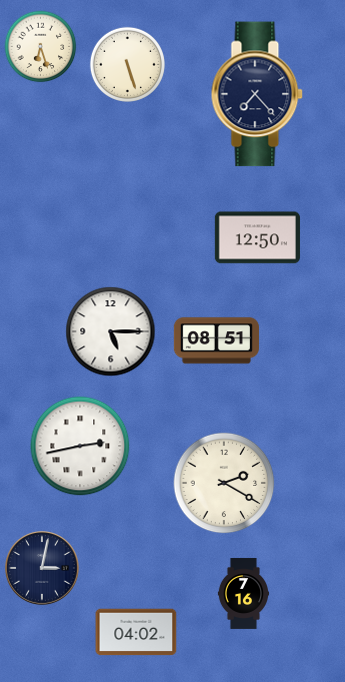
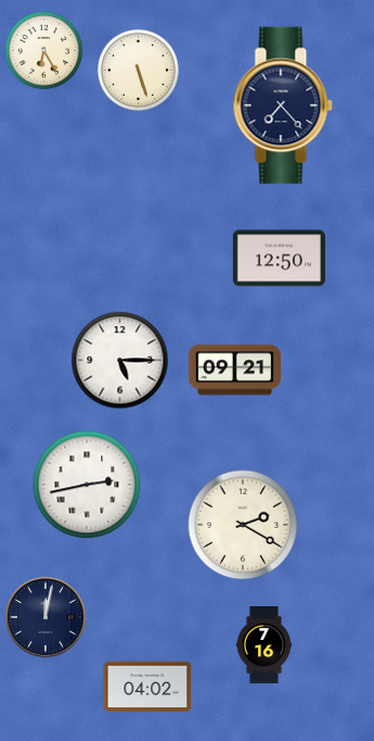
clock at (41, 47): 6:27 -> 6:25
clock at (257, 94) position: (257, 94) -> (283, 105)
clock at (216, 341): 08:51 -> 09:21
clock at (43, 569): 3:02 -> 12:02
